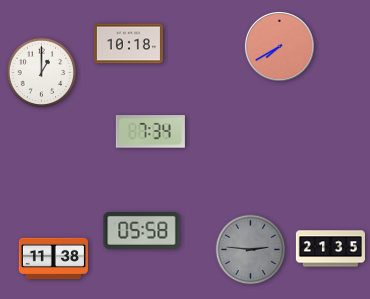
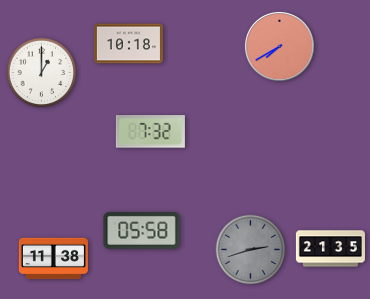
clock at (150, 132): 7:34 -> 7:32
clock at (251, 250): 2:46 -> 2:42
